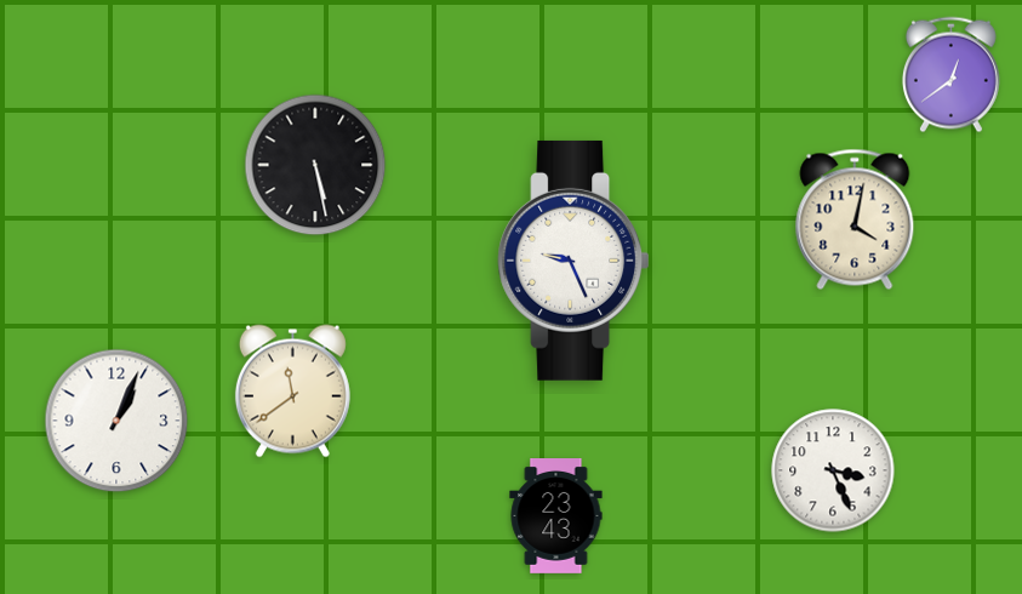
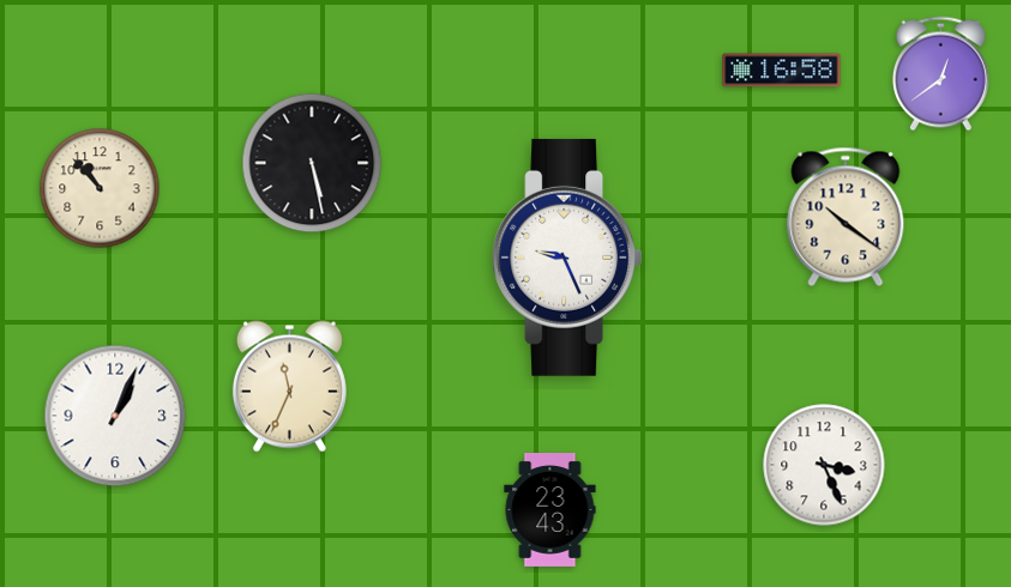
clock at (782, 71): none -> 16:58
clock at (100, 188): none -> 10:53
clock at (855, 219): 4:02 -> 10:21
clock at (292, 392): 11:39 -> 11:34
